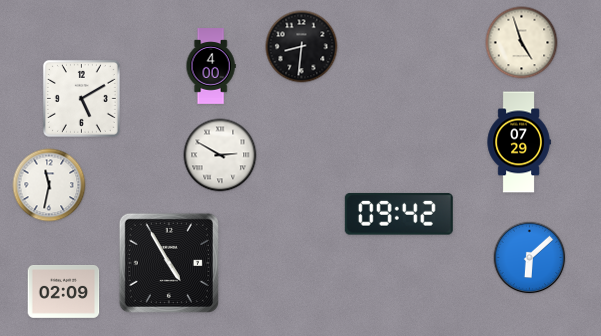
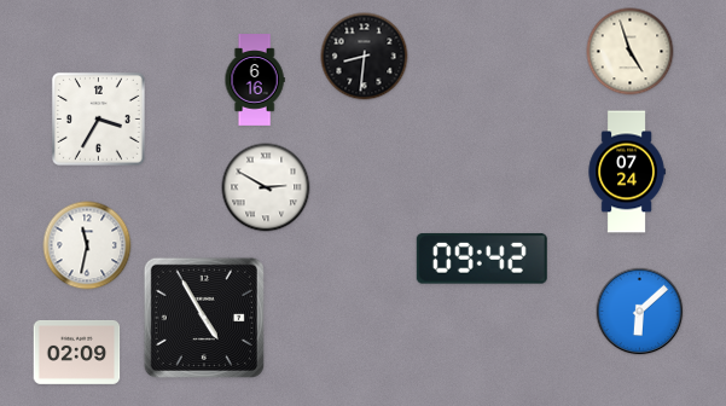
clock at (211, 66): 4:00 -> 6:16
clock at (81, 98): 5:10 -> 3:35
clock at (519, 142): 07:29 -> 07:24
clock at (49, 185) position: (49, 185) -> (87, 245)
